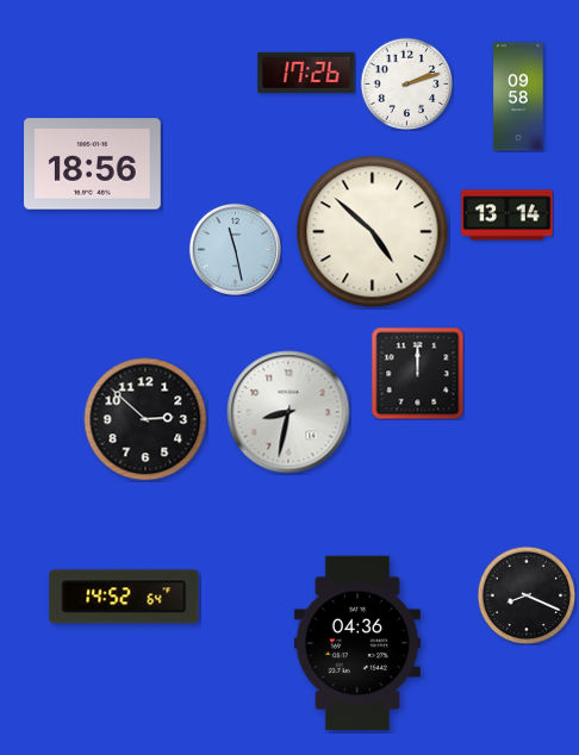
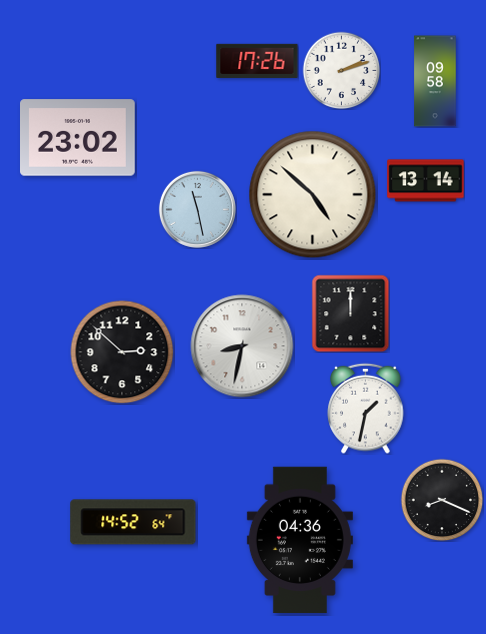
clock at (93, 164): 18:56 -> 23:02
clock at (366, 408): none -> 1:32
clock at (124, 597) position: (124, 597) -> (133, 522)
